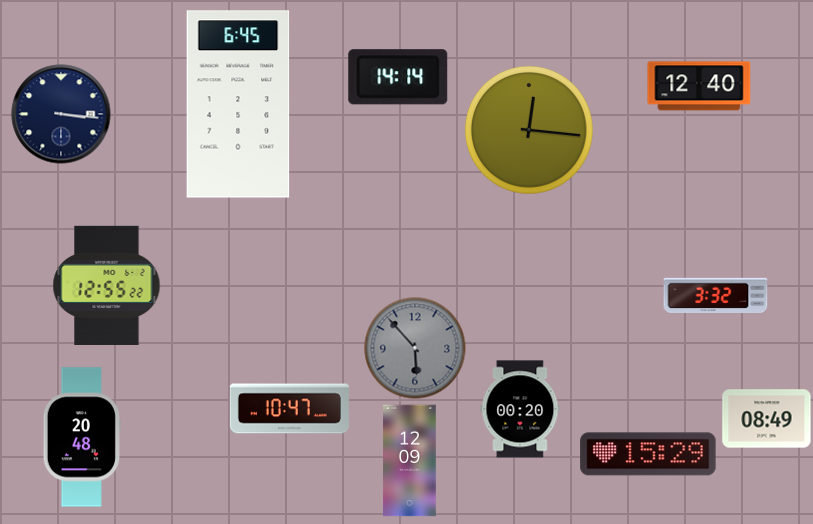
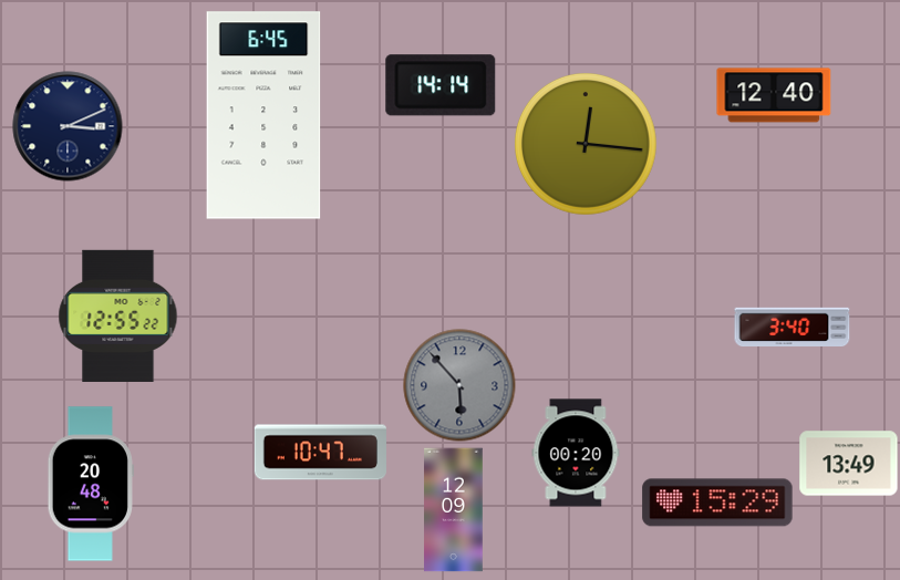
clock at (61, 114): 3:16 -> 3:11
clock at (716, 295): 3:32 -> 3:40
clock at (767, 419): 08:49 -> 13:49
